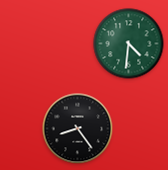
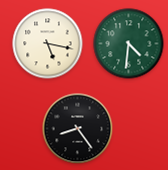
clock at (48, 44): none -> 5:17
